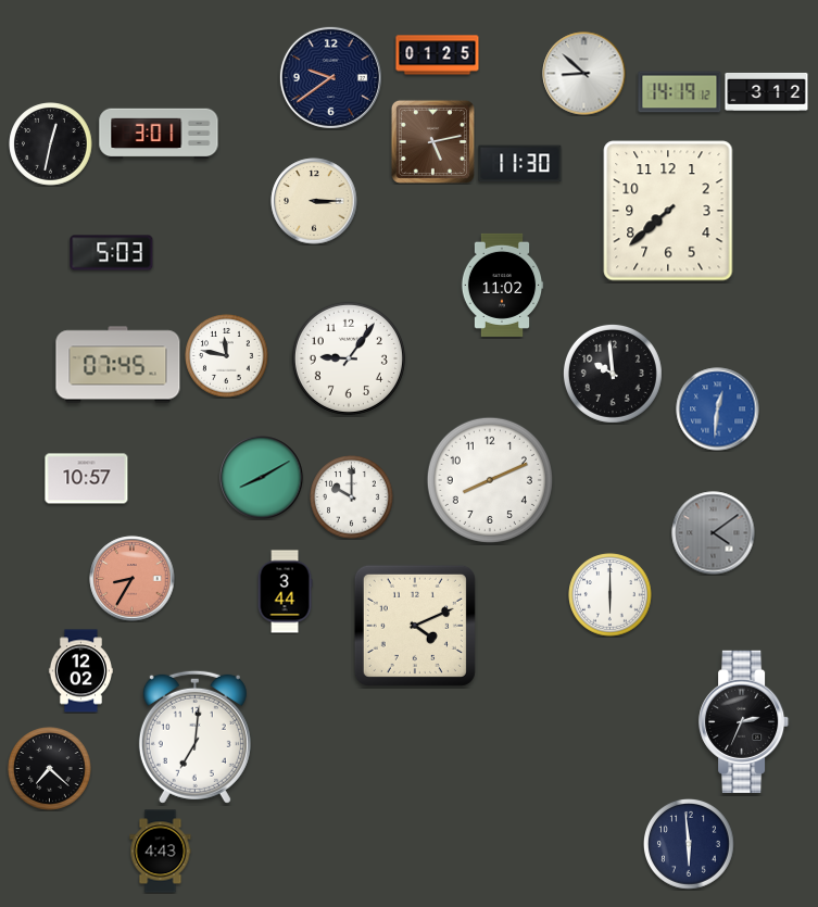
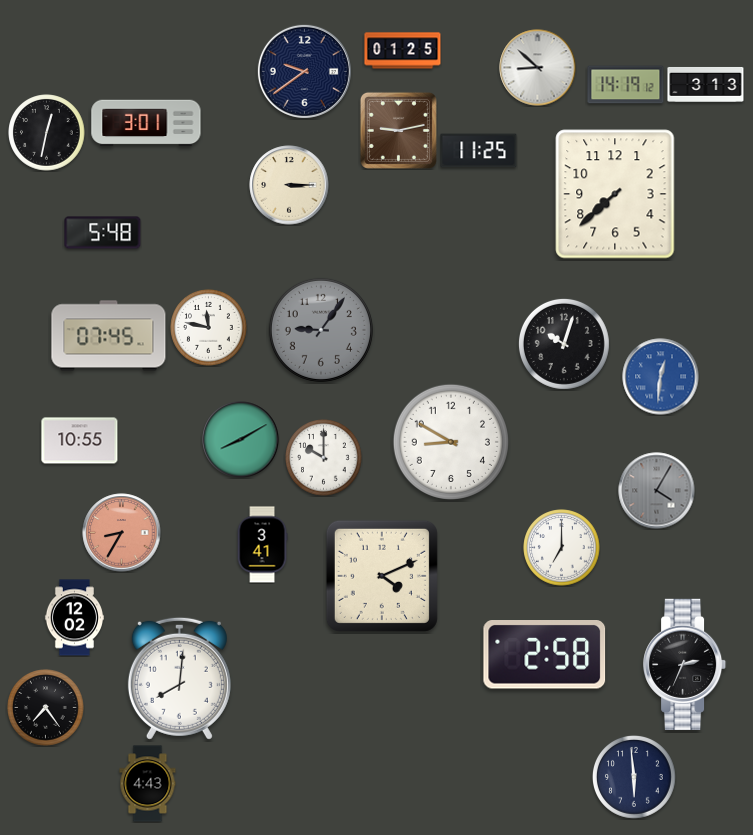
clock at (767, 91): 3:12 -> 3:13
clock at (432, 141): 5:13 -> 9:13
clock at (520, 164): 11:30 -> 11:25
clock at (112, 253): 5:03 -> 5:48
clock at (502, 285): 11:02 -> none
clock at (349, 358) dial: white -> grey
clock at (613, 374): 9:59 -> 10:03
clock at (87, 479): 10:57 -> 10:55
clock at (490, 480): 8:11 -> 8:50
clock at (714, 533): 4:09 -> 4:05
clock at (285, 592): 3:44 -> 3:41
clock at (611, 595): 6:00 -> 7:00
clock at (545, 655): none -> 2:58
clock at (194, 736): 7:01 -> 8:01
clock at (50, 769): 7:22 -> 7:24
